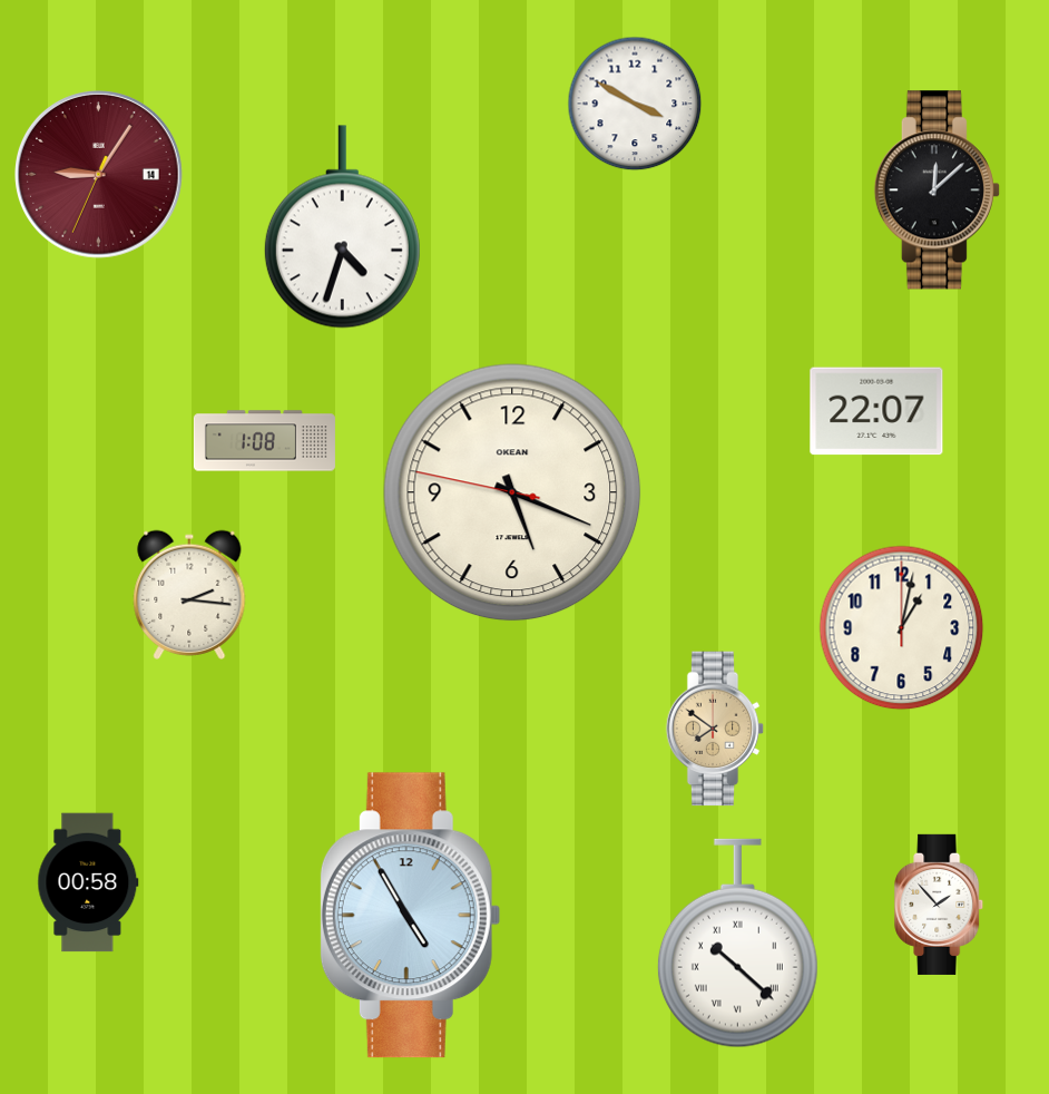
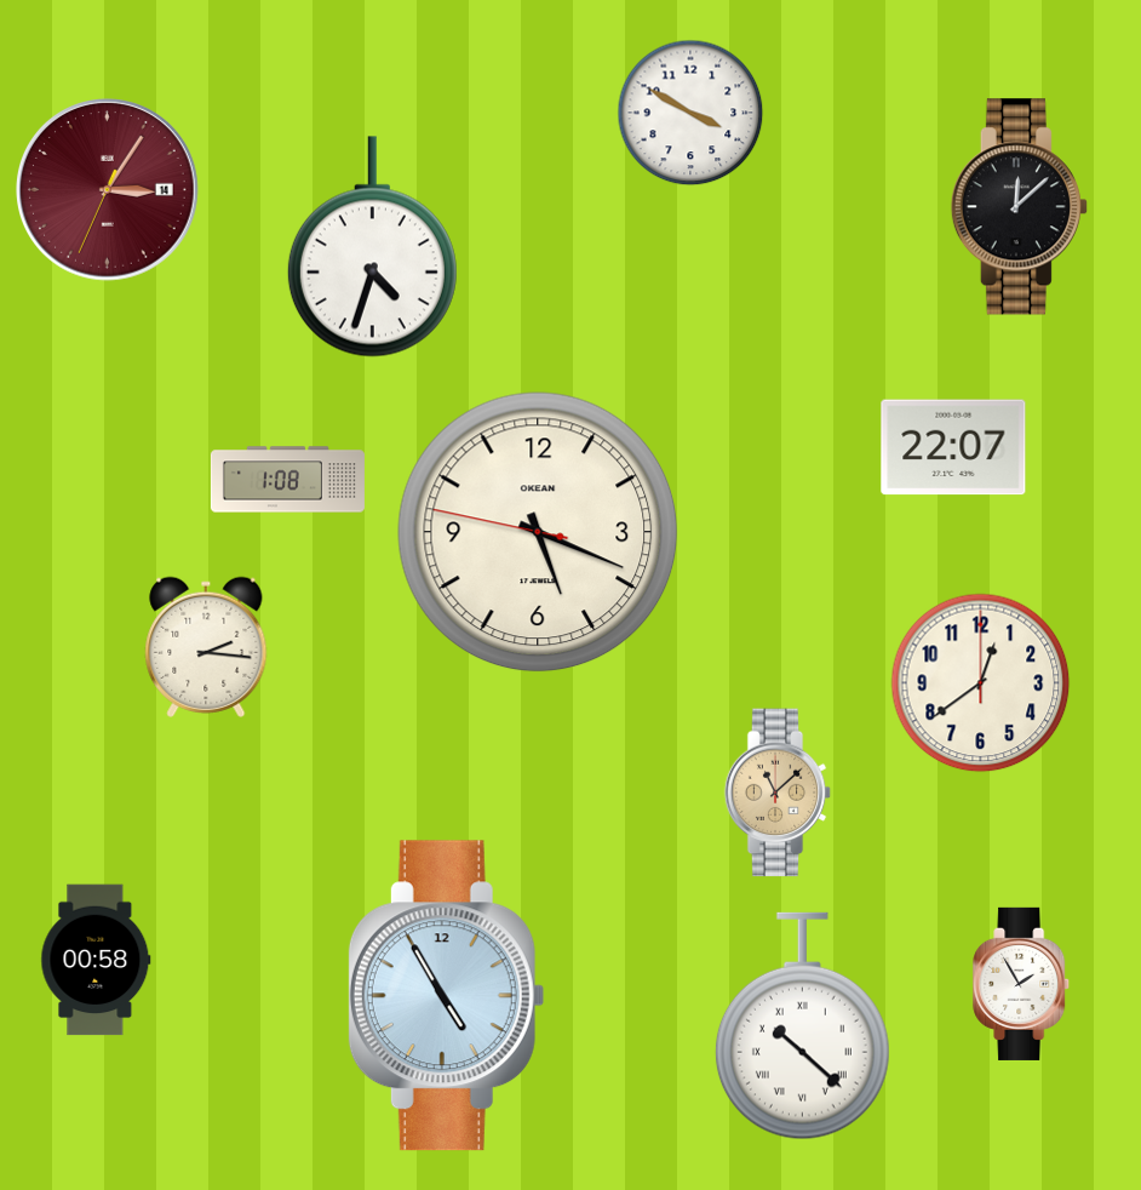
clock at (99, 175): 9:05 -> 3:05
clock at (512, 492) position: (512, 492) -> (538, 532)
clock at (902, 628): 1:02 -> 12:39
clock at (715, 729): 7:51 -> 11:08
clock at (940, 905): 1:53 -> 1:55
